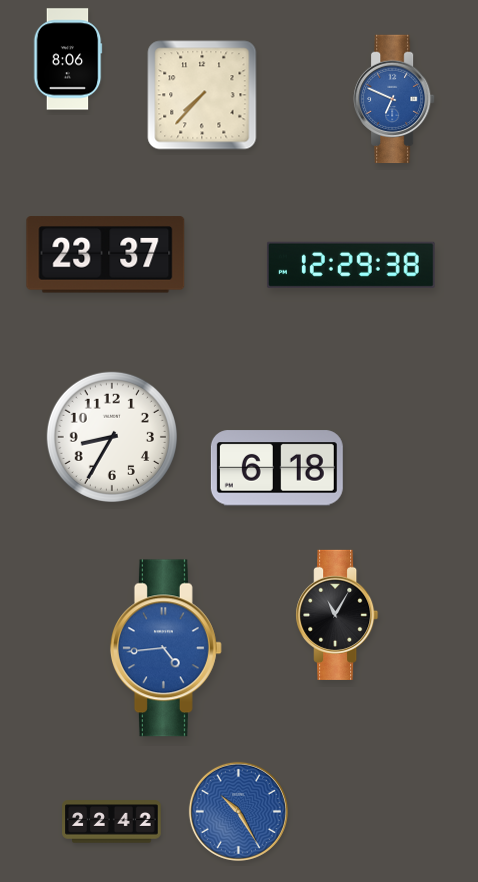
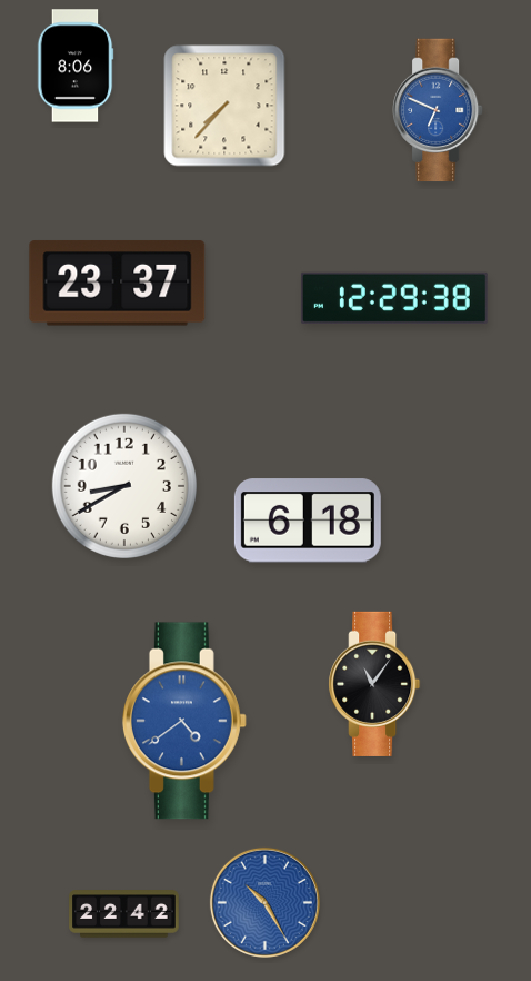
clock at (351, 265) position: (351, 265) -> (394, 298)
clock at (112, 437): 8:35 -> 8:40
clock at (337, 615): 11:05 -> 11:06
clock at (166, 648): 4:44 -> 4:39
